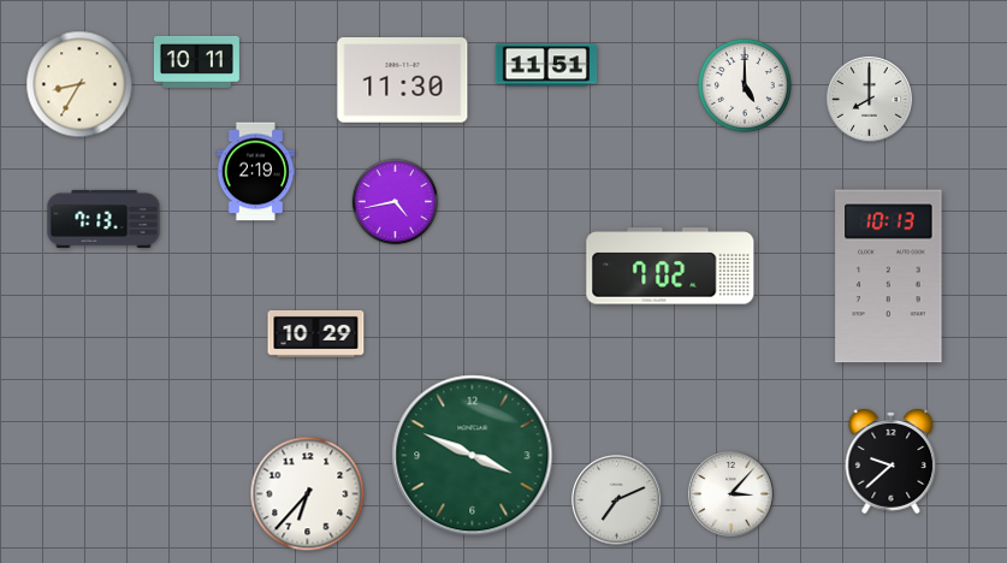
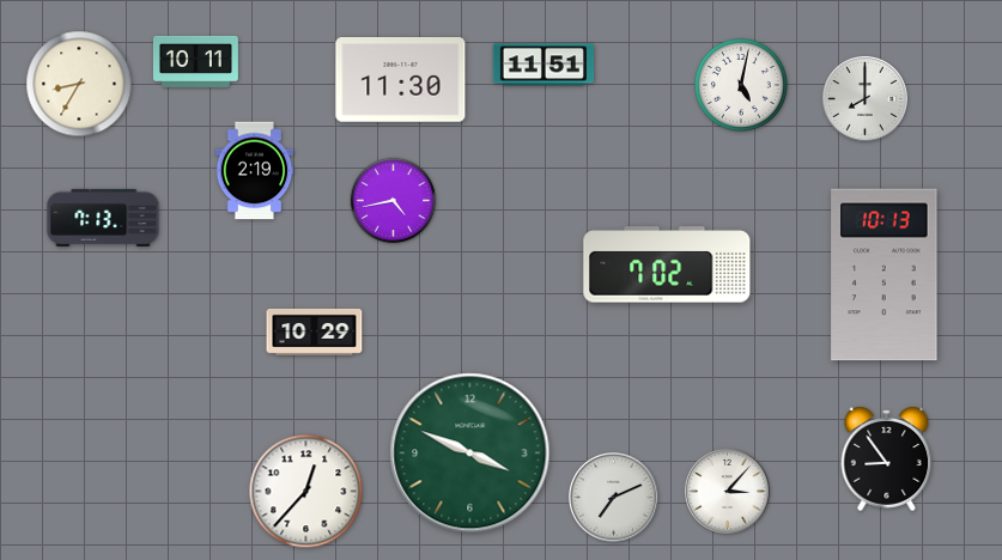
clock at (745, 85): 5:00 -> 5:02
clock at (892, 461): 9:38 -> 8:54
clock at (308, 494): 6:37 -> 12:37
